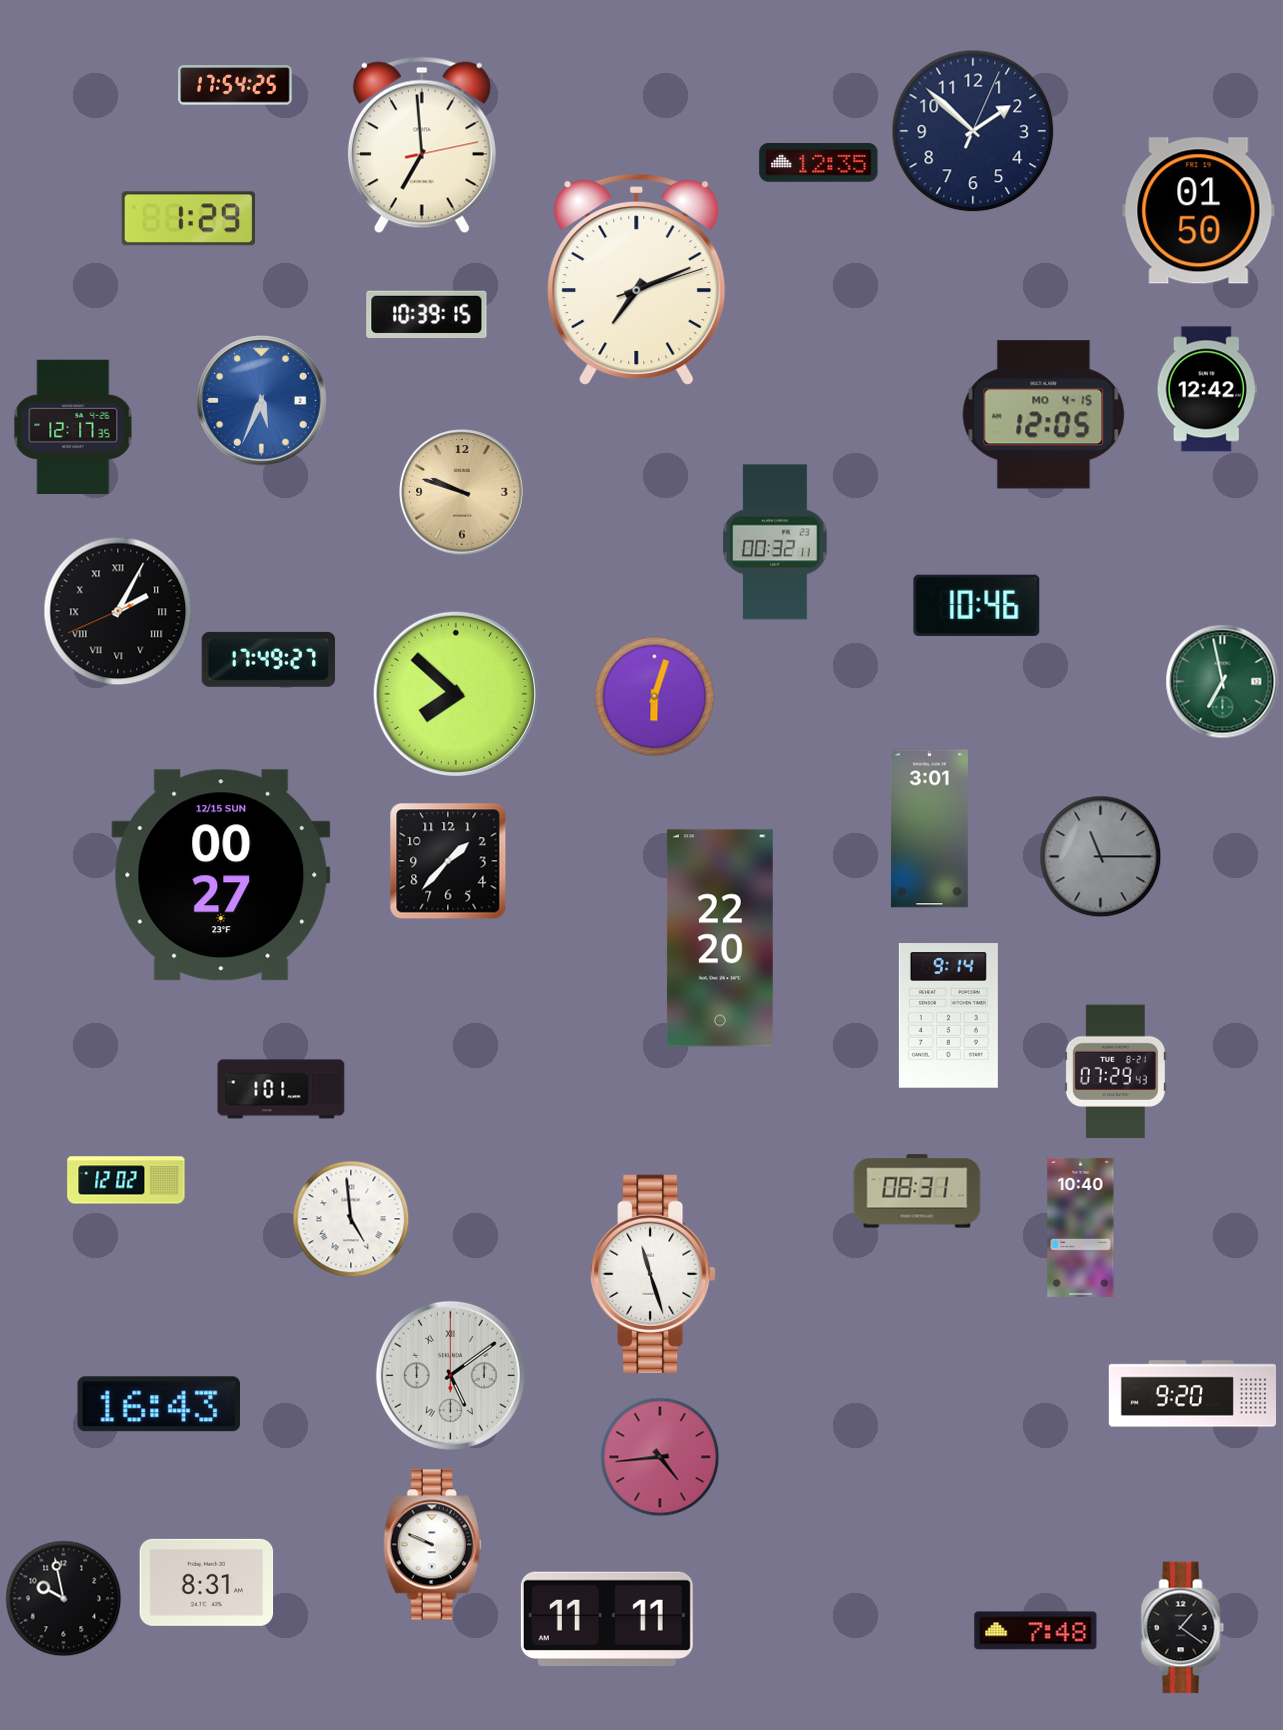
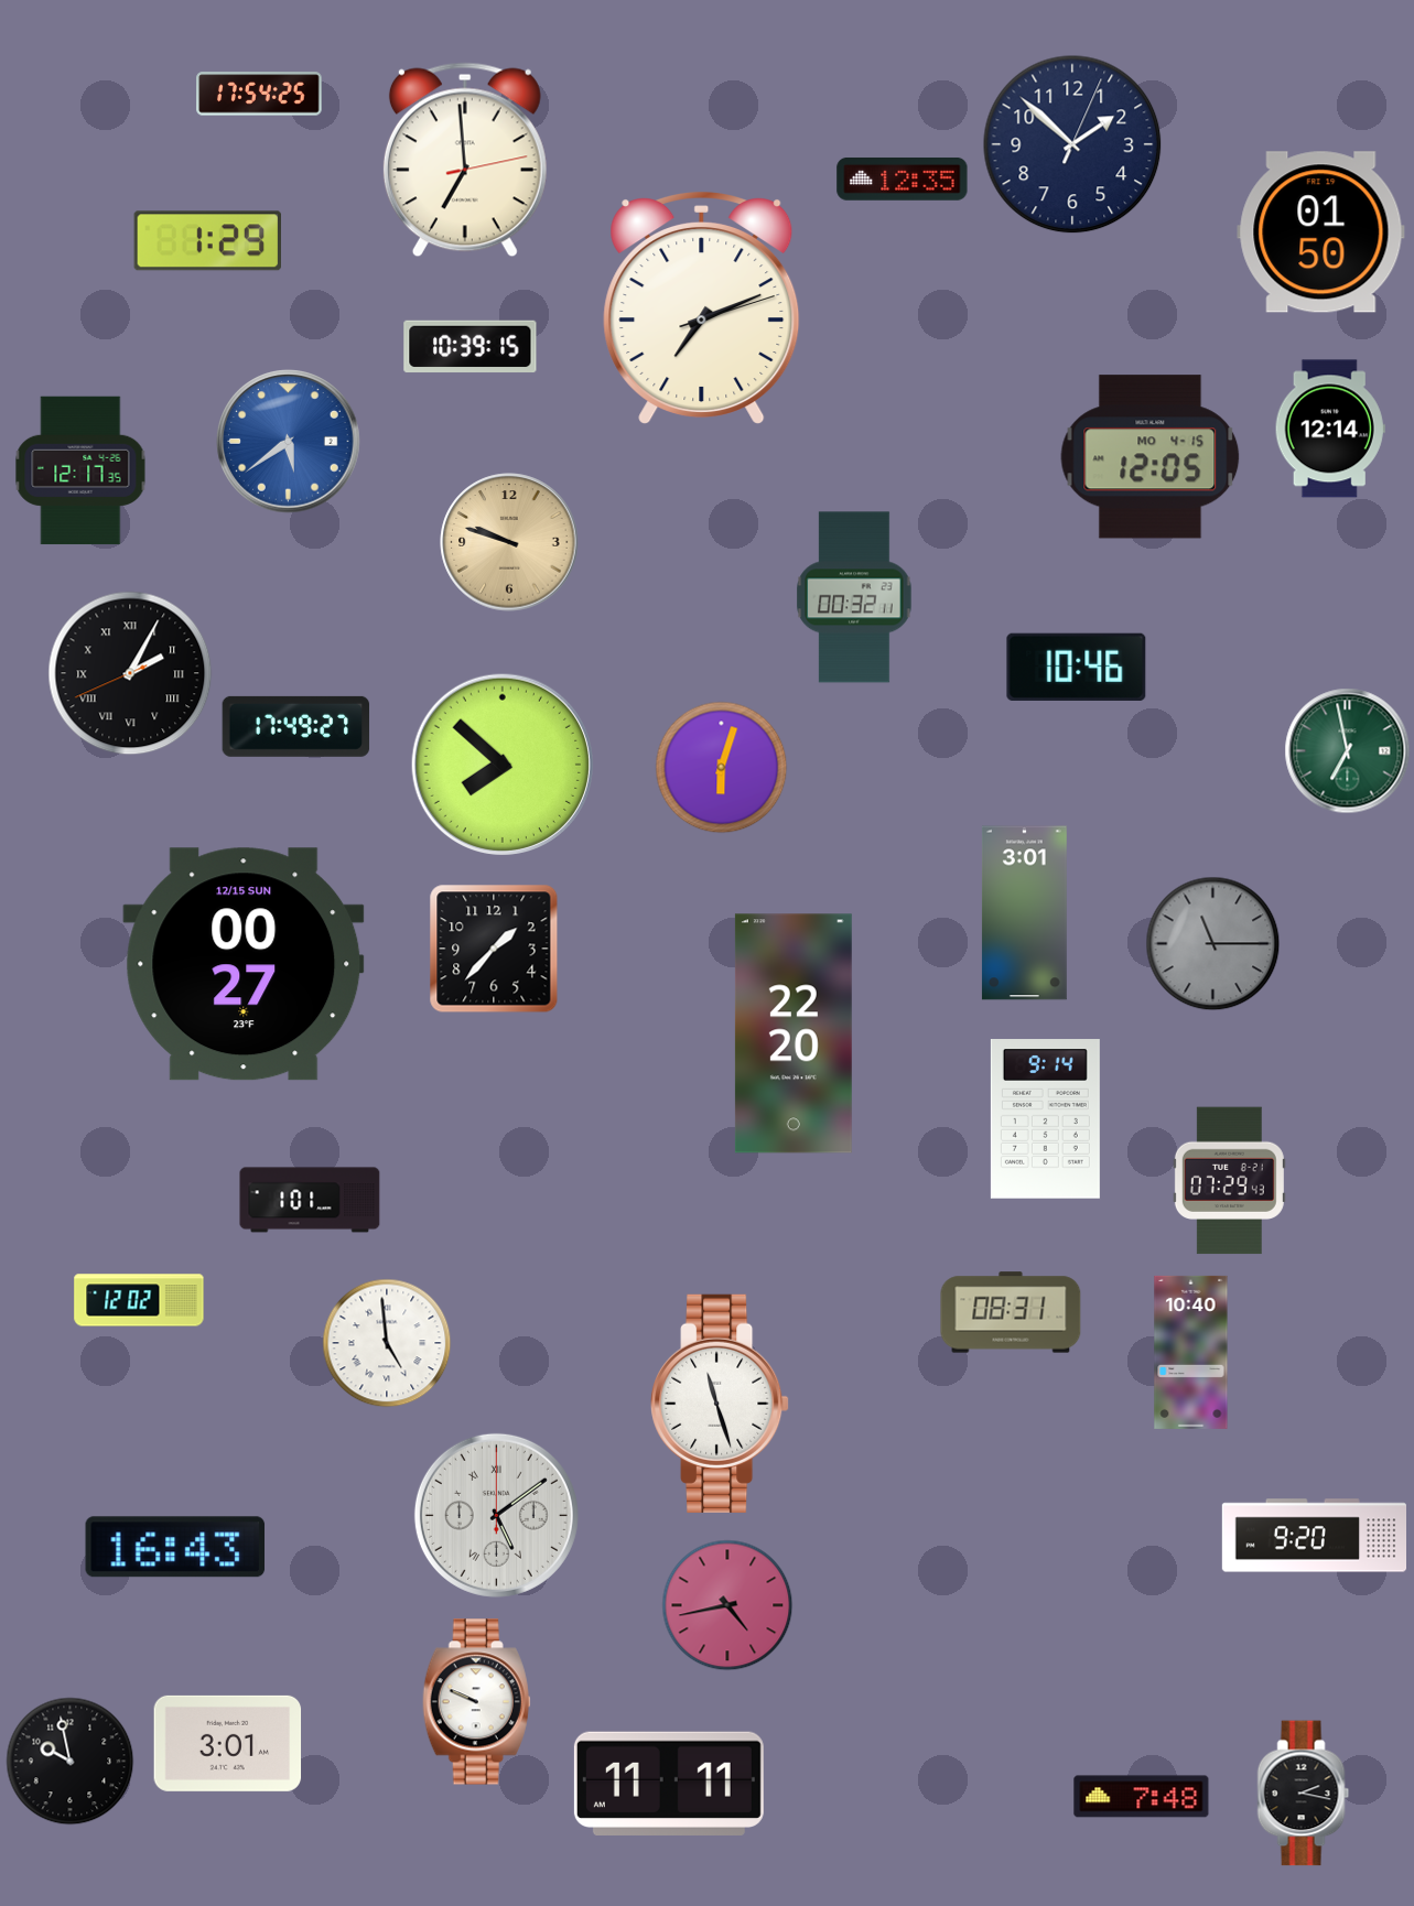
clock at (1207, 389): 12:42 -> 12:14
clock at (262, 401): 5:34 -> 5:39
clock at (660, 1457): 4:44 -> 4:43
clock at (207, 1582): 8:31 -> 3:01
clock at (1183, 1628): 1:21 -> 2:17
